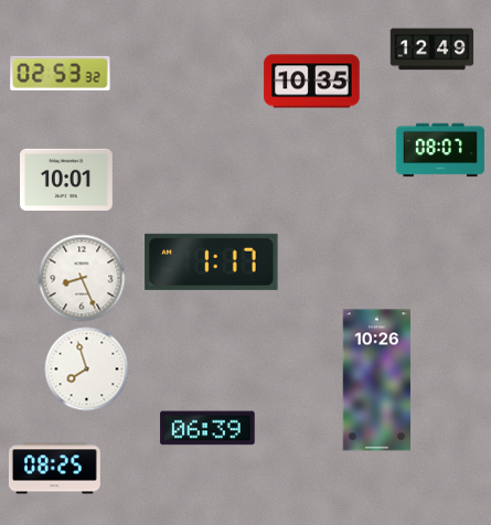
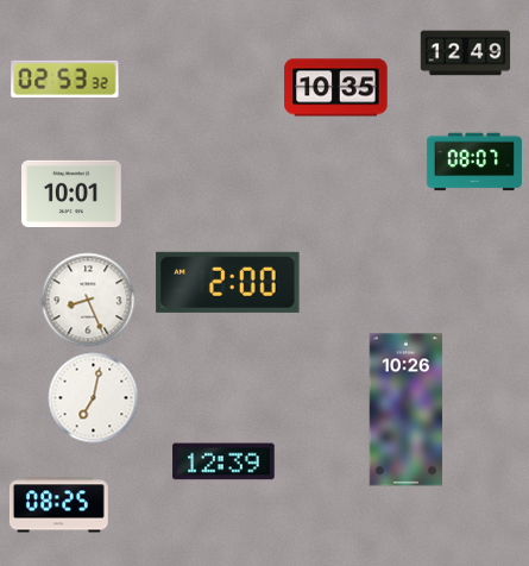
clock at (212, 261): 1:17 -> 2:00
clock at (87, 369): 7:57 -> 7:02
clock at (207, 428): 06:39 -> 12:39
